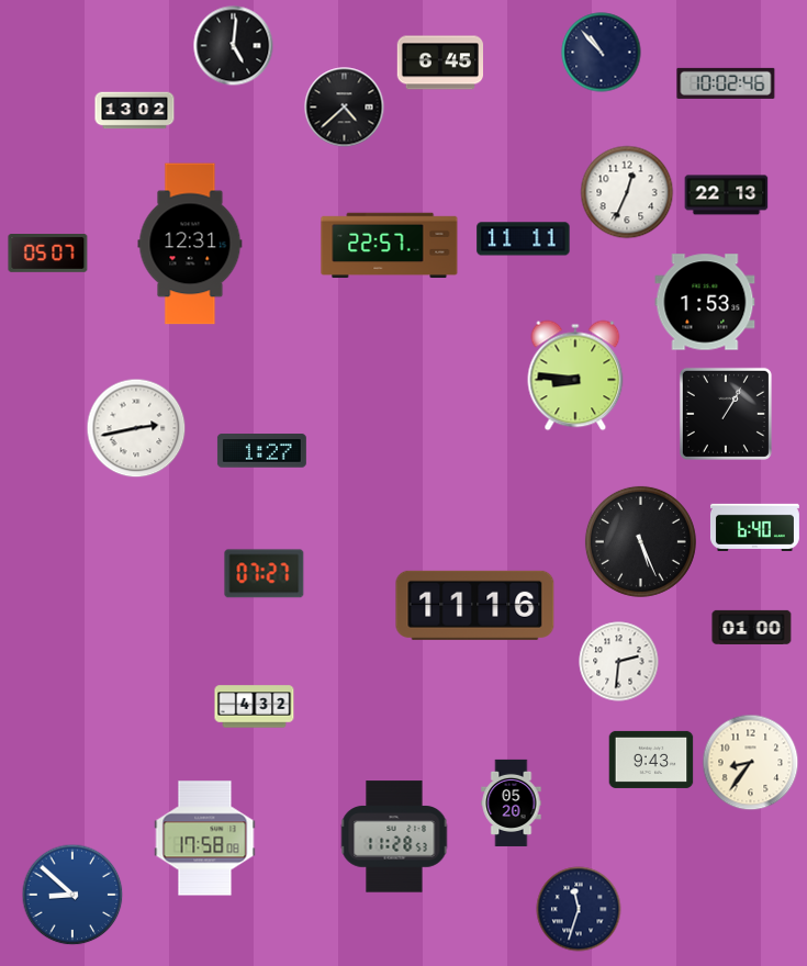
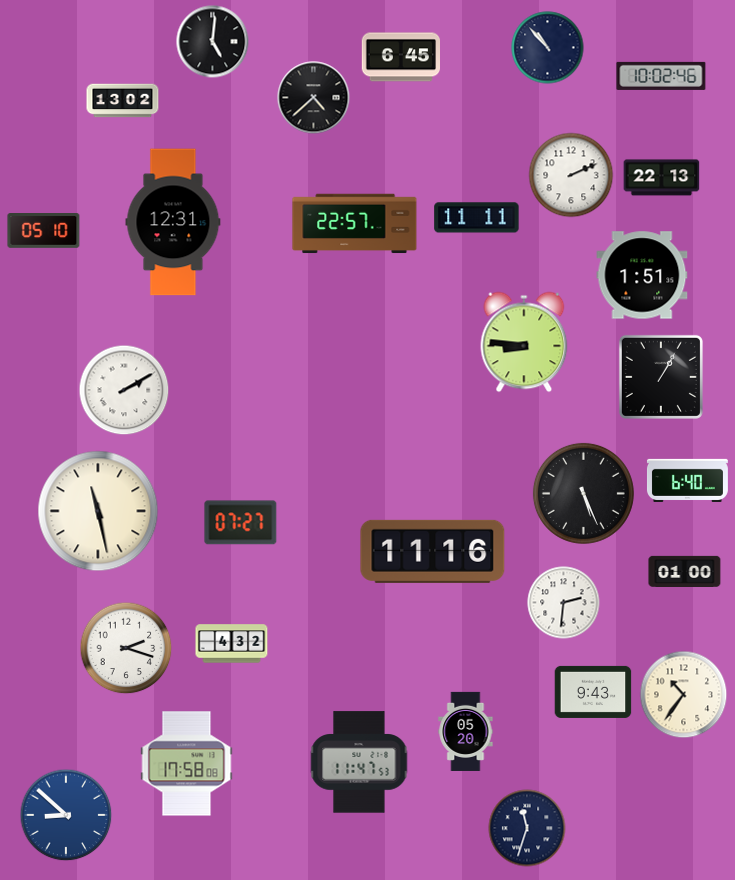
clock at (627, 192): 12:34 -> 2:11
clock at (48, 254): 05:07 -> 05:10
clock at (705, 302): 1:53 -> 1:51
clock at (136, 428): 2:43 -> 2:10
clock at (261, 451): 1:27 -> none
clock at (98, 511): none -> 11:28
clock at (126, 648): none -> 2:18
clock at (751, 763): 8:36 -> 10:36
clock at (394, 836): 11:28 -> 11:47
